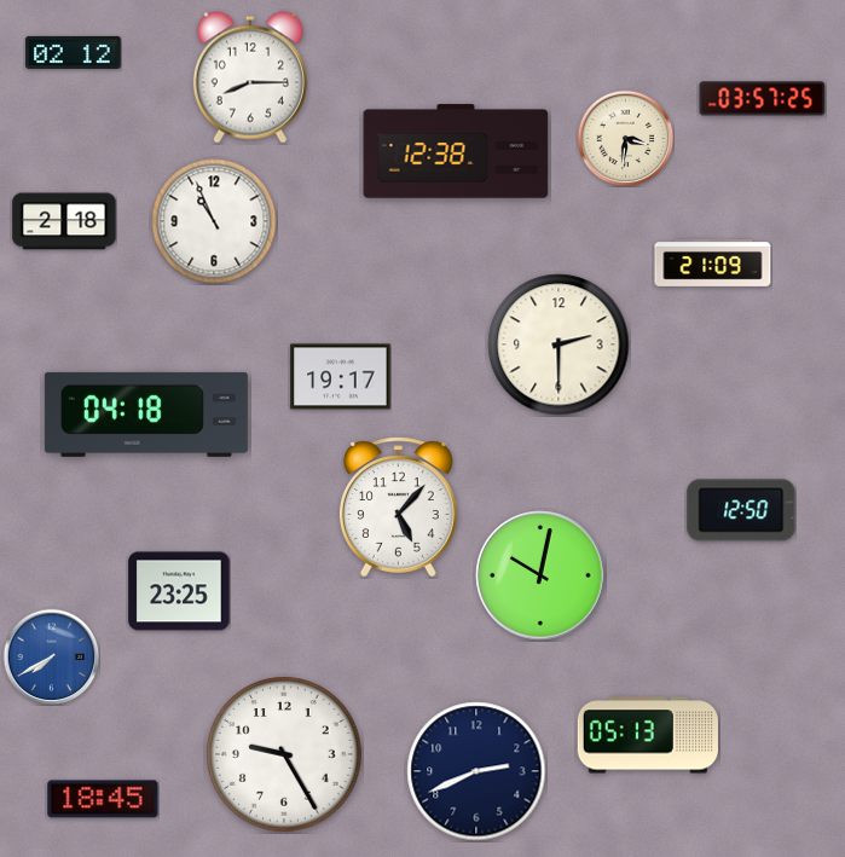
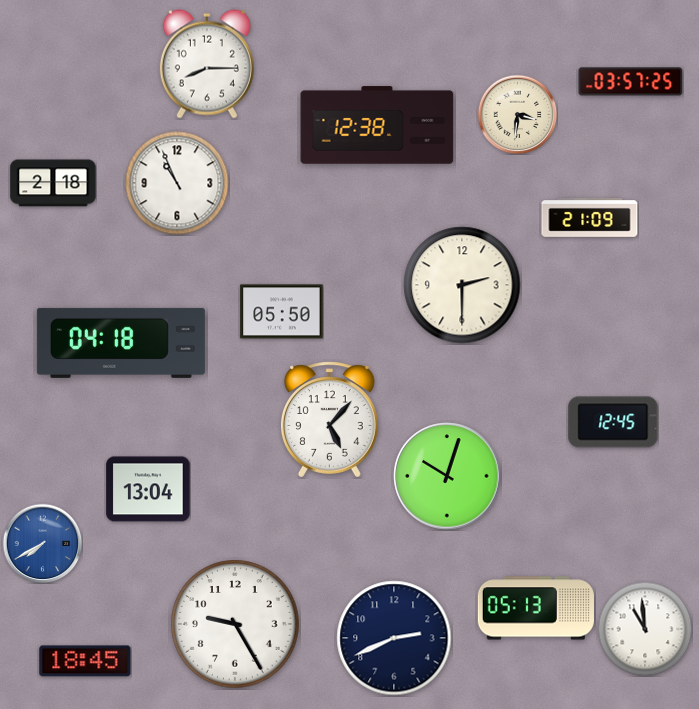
clock at (74, 52): 02:12 -> none
clock at (341, 377): 19:17 -> 05:50
clock at (741, 510): 12:50 -> 12:45
clock at (540, 575): 10:02 -> 10:03
clock at (179, 591): 23:25 -> 13:04
clock at (645, 629): none -> 10:59
